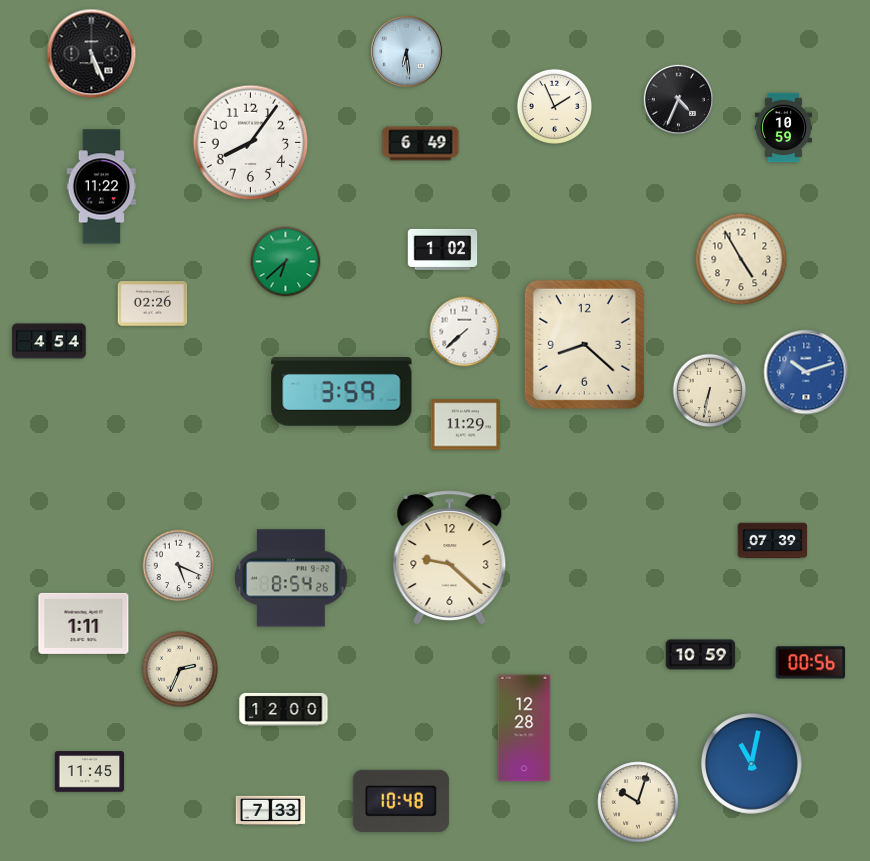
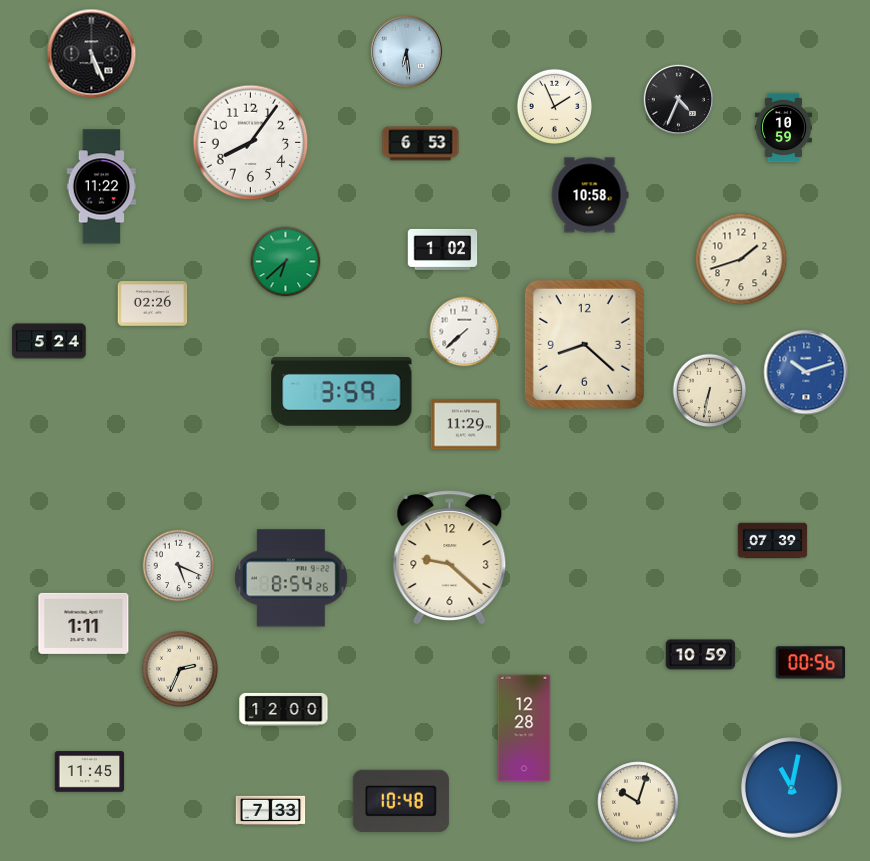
clock at (421, 144): 6:49 -> 6:53
clock at (590, 195): none -> 10:58
clock at (741, 259): 4:55 -> 1:42
clock at (49, 341): 4:54 -> 5:24
clock at (752, 764) position: (752, 764) -> (792, 788)
